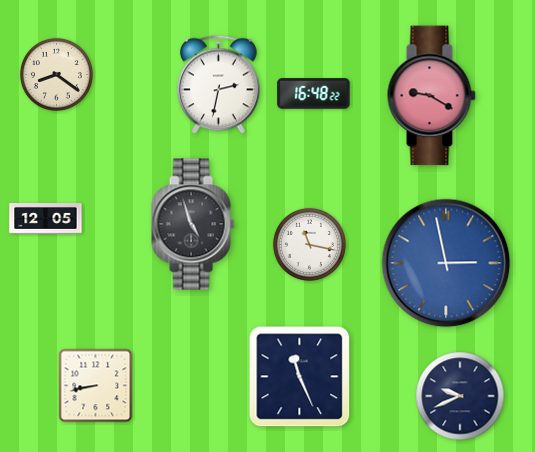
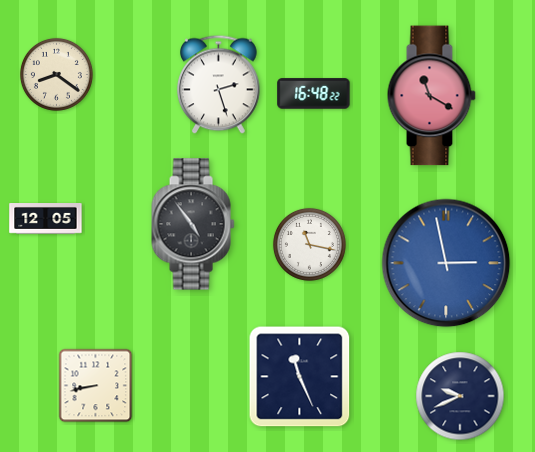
clock at (219, 85): 2:32 -> 2:27
clock at (431, 96): 9:20 -> 11:20
clock at (193, 224): 4:57 -> 4:54
